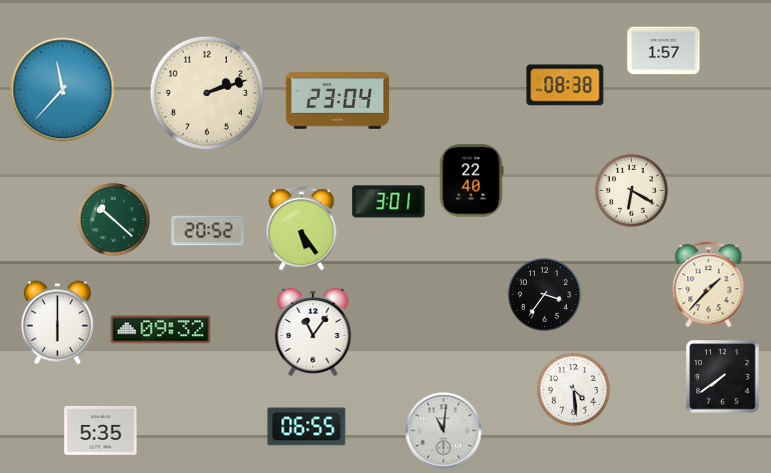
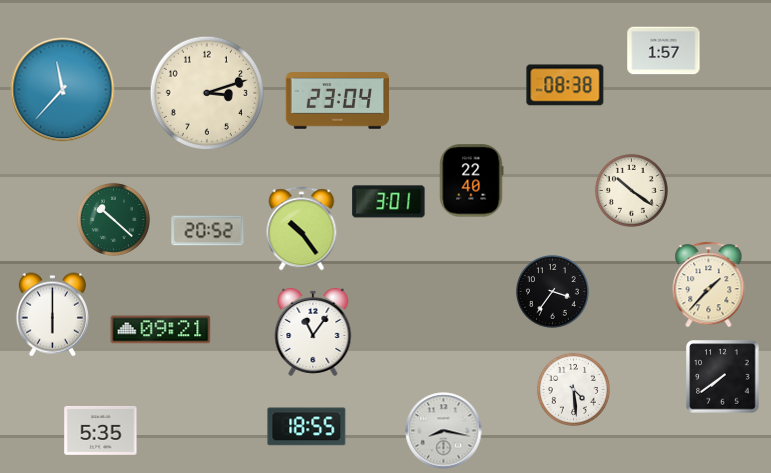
clock at (207, 93): 2:12 -> 3:12
clock at (631, 190): 6:20 -> 10:21
clock at (302, 229): 5:24 -> 10:24
clock at (544, 294) position: (544, 294) -> (552, 291)
clock at (57, 323) position: (57, 323) -> (52, 315)
clock at (161, 330): 09:32 -> 09:21
clock at (307, 427): 06:55 -> 18:55
clock at (444, 431): 11:01 -> 8:17
